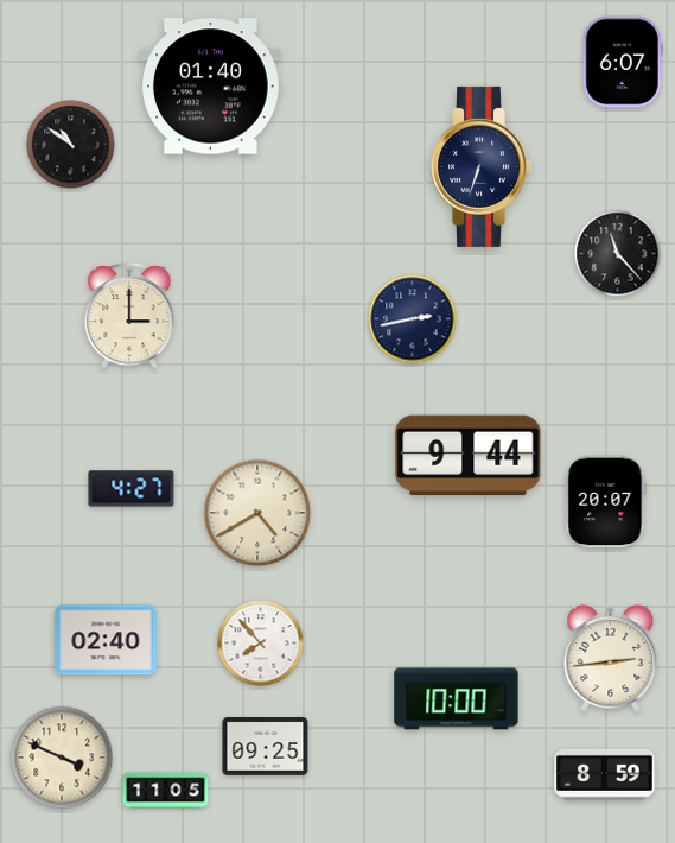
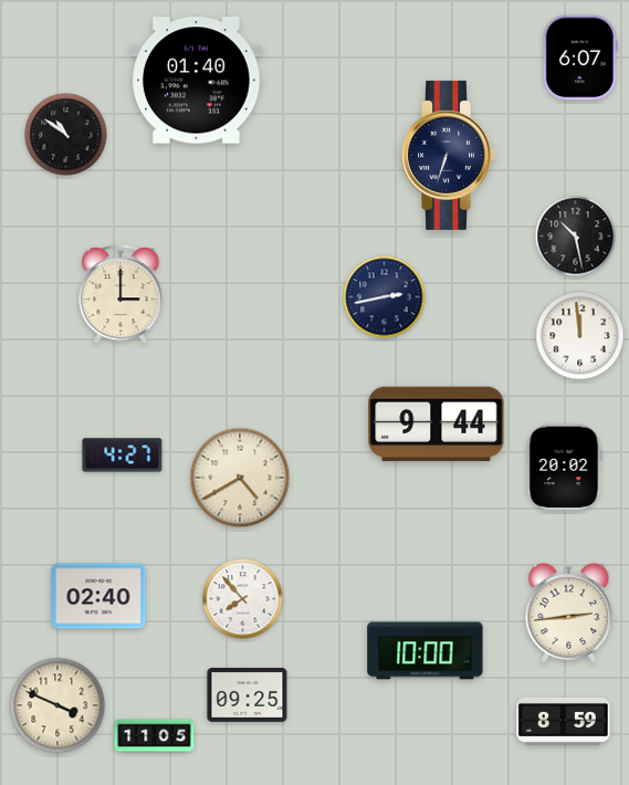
clock at (618, 254): 11:23 -> 10:28
clock at (580, 336): none -> 11:59
clock at (606, 502): 20:07 -> 20:02
